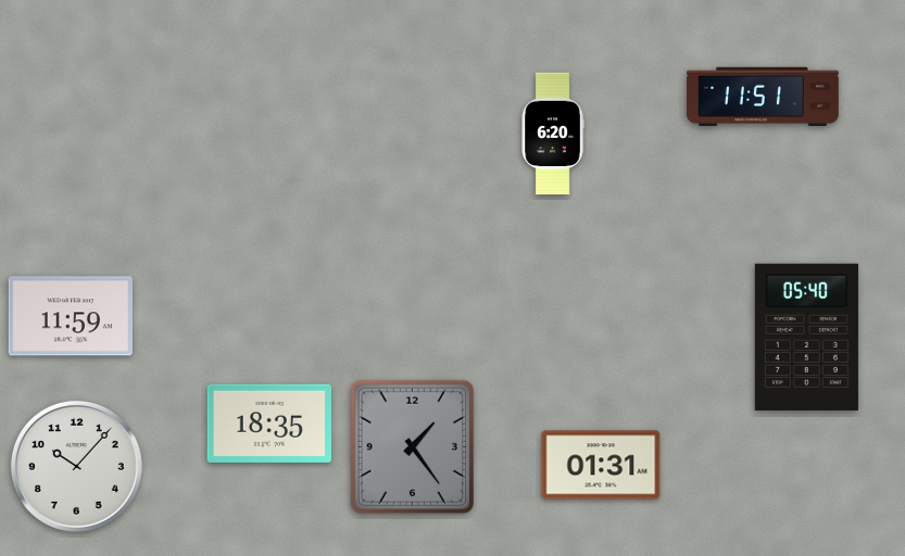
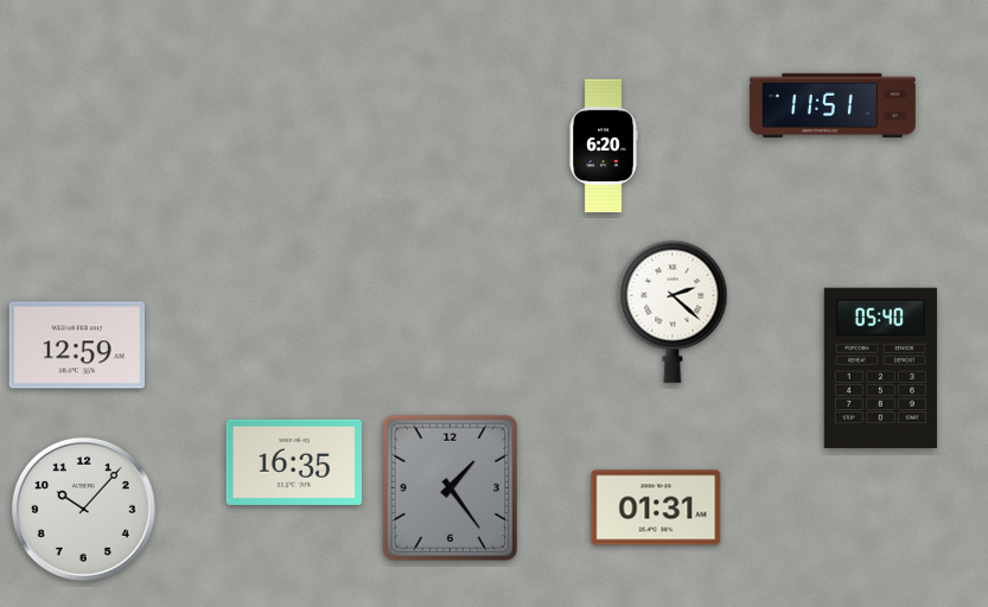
clock at (673, 312): none -> 2:22
clock at (71, 316): 11:59 -> 12:59
clock at (268, 424): 18:35 -> 16:35
